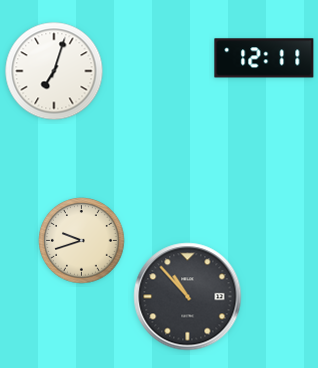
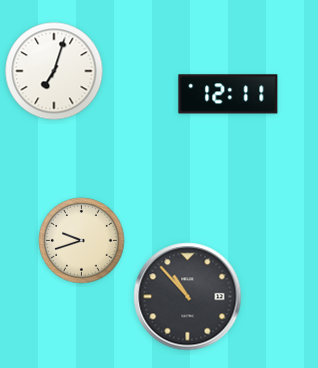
clock at (264, 58) position: (264, 58) -> (228, 94)
